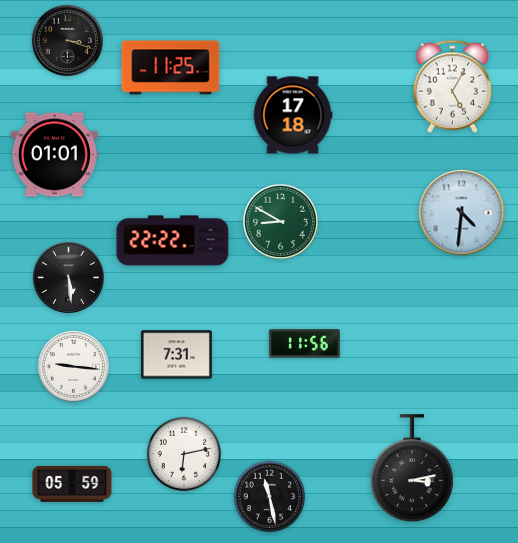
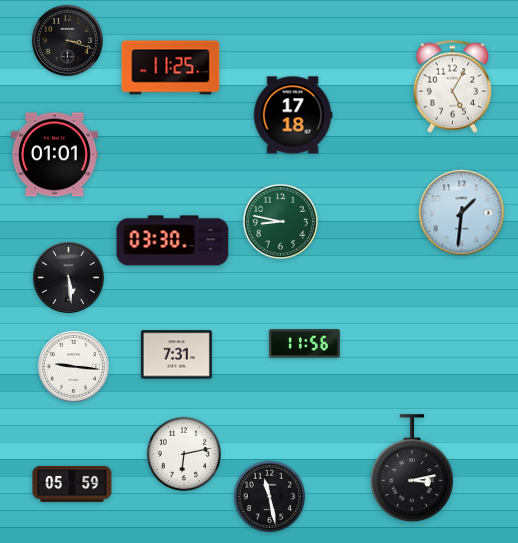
clock at (462, 213): 4:31 -> 1:31
clock at (280, 221): 8:50 -> 8:47
clock at (173, 241): 22:22 -> 03:30
